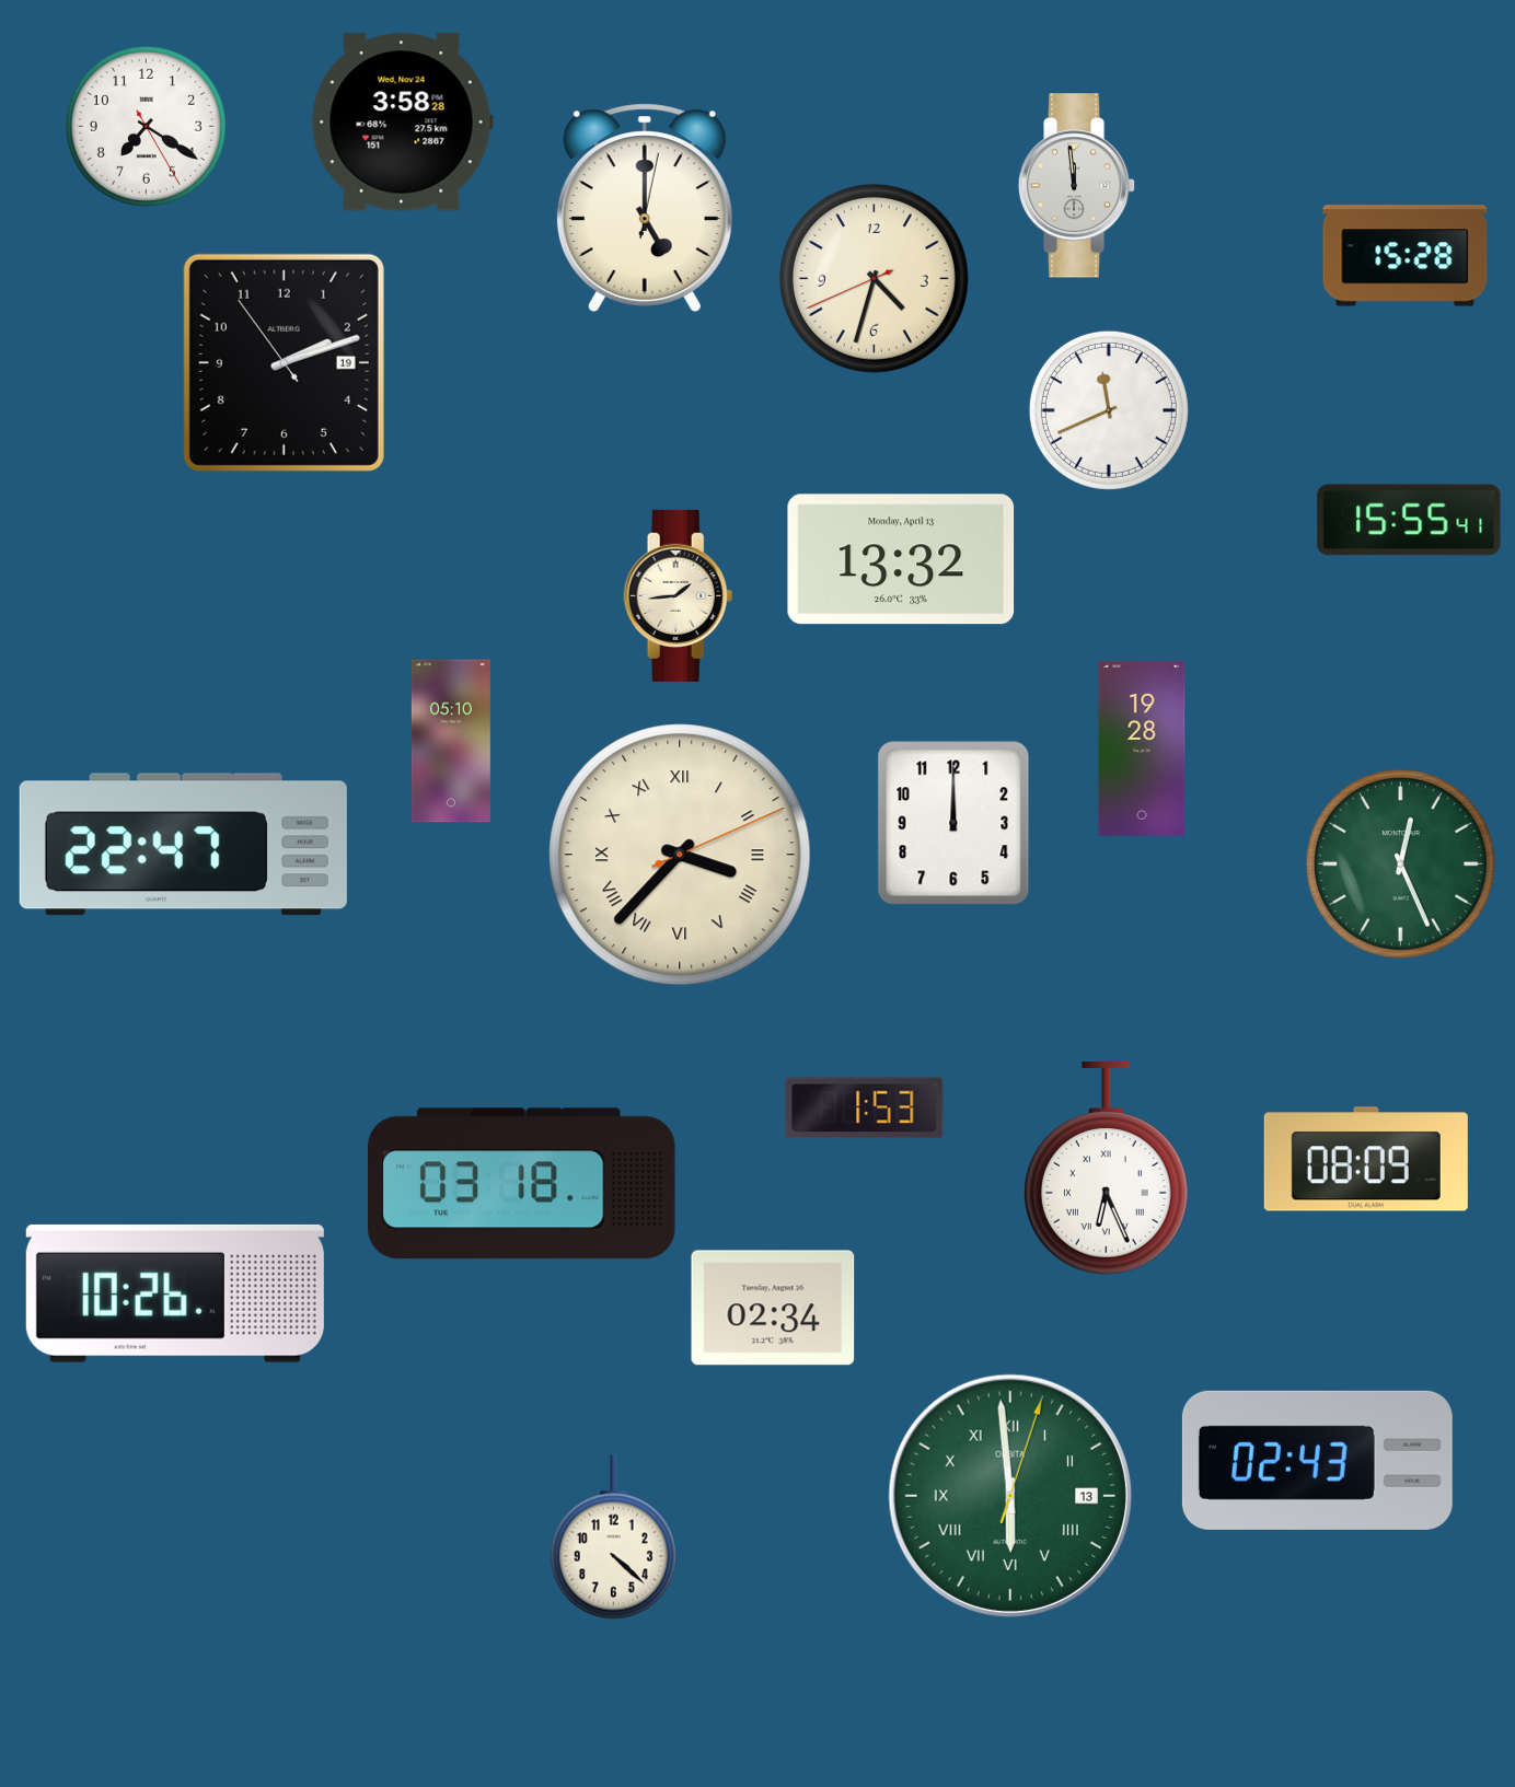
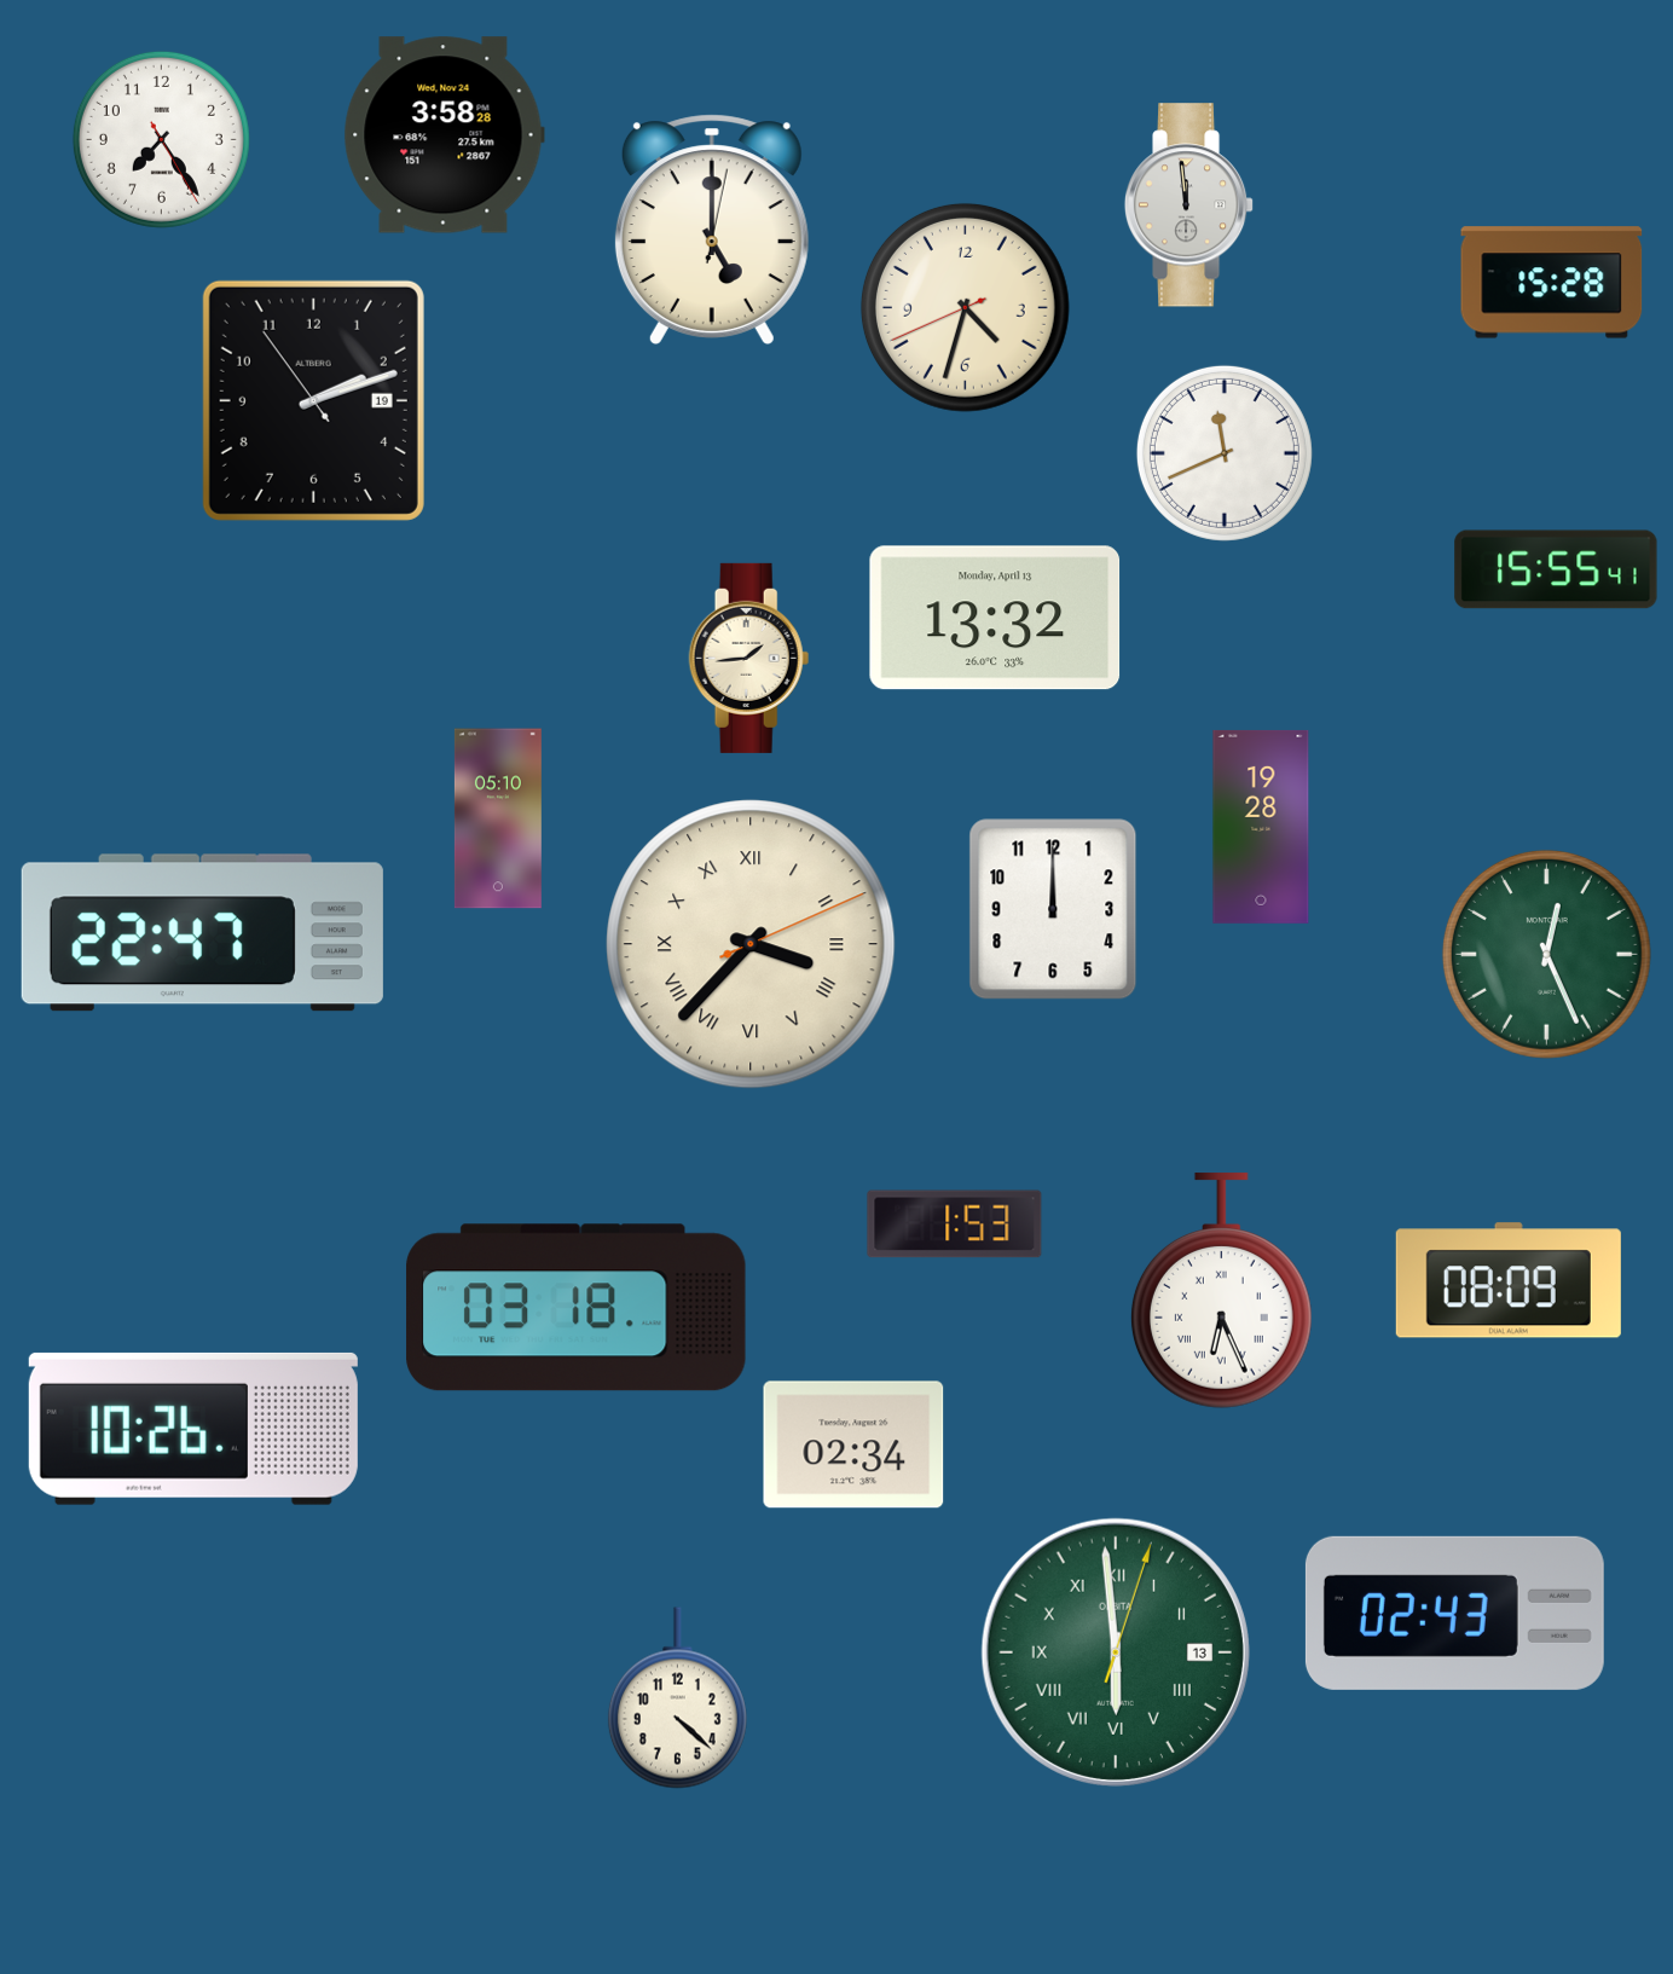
clock at (146, 126): 7:20 -> 7:24
clock at (1409, 520) position: (1409, 520) -> (1556, 569)
